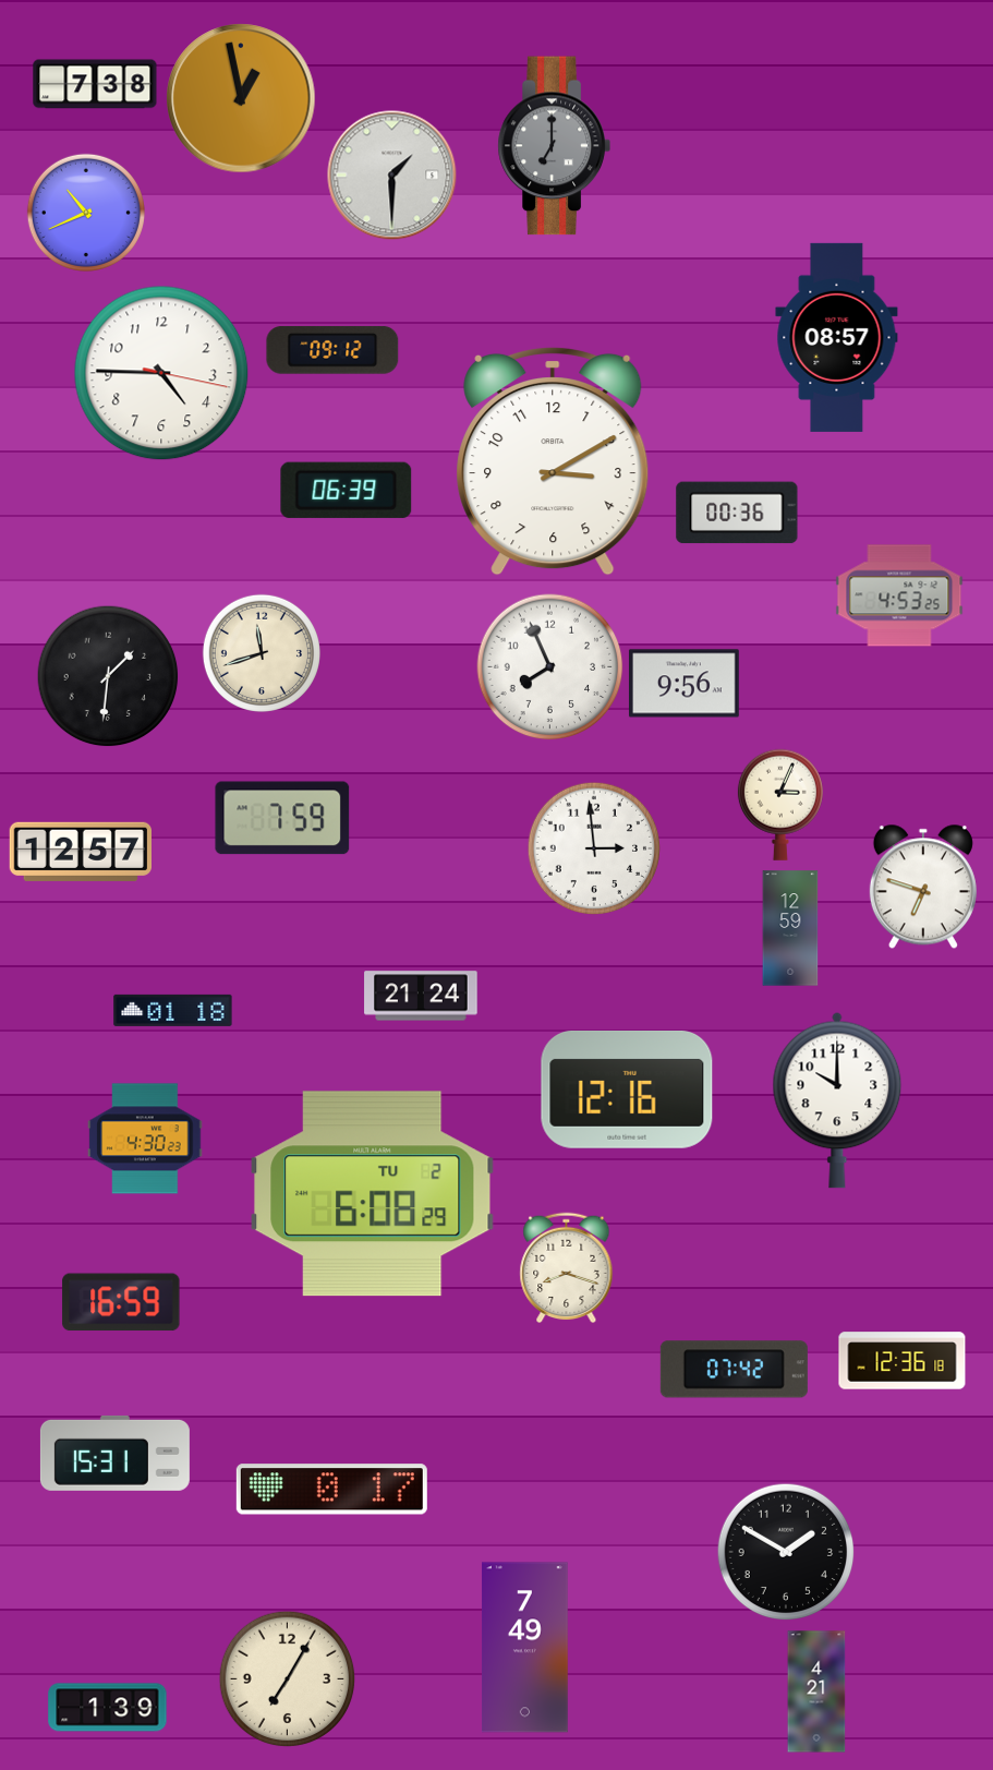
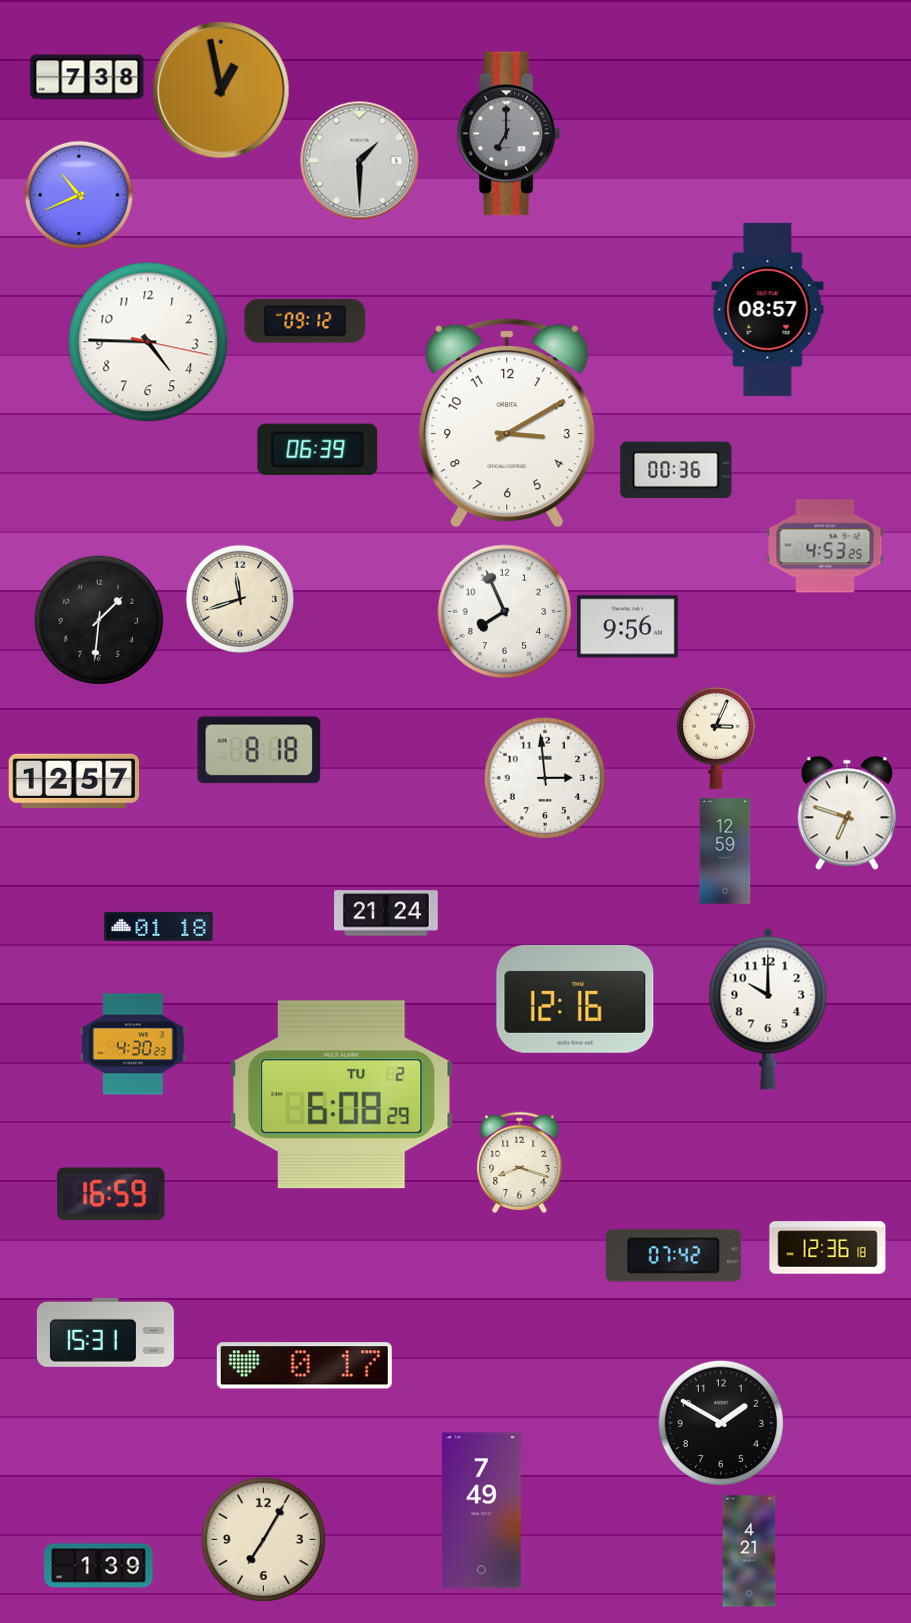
clock at (282, 818): 7:59 -> 8:18
